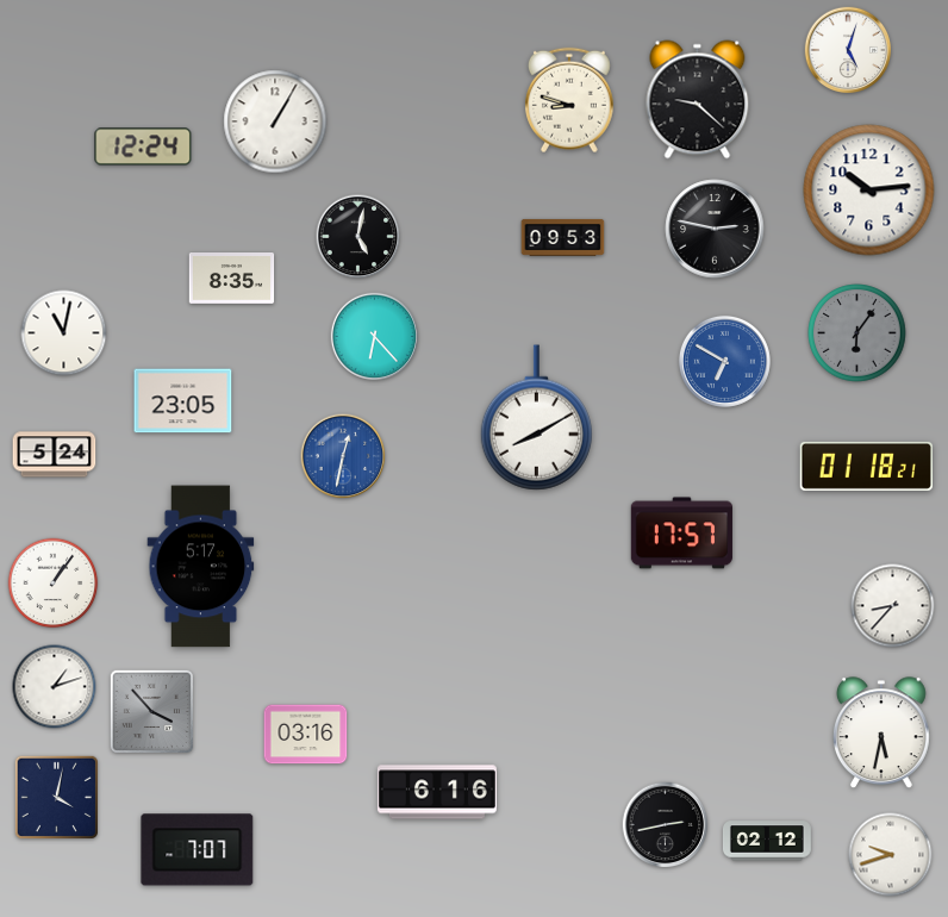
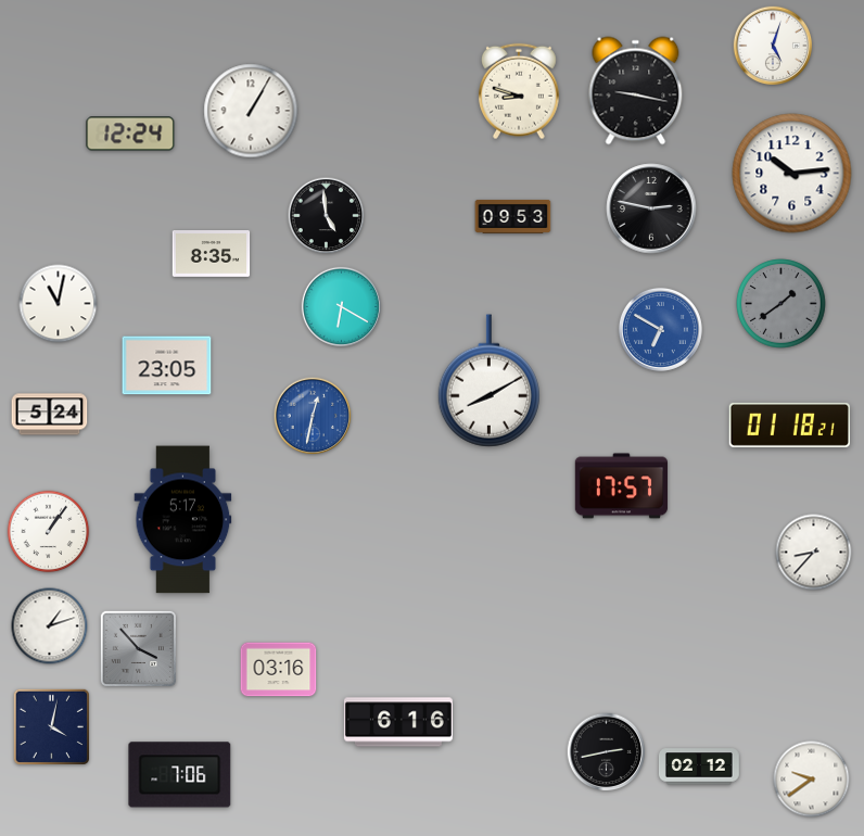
clock at (698, 100): 9:22 -> 9:17
clock at (358, 237): 5:02 -> 4:59
clock at (857, 333): 6:06 -> 1:39
clock at (374, 336): 6:23 -> 6:20
clock at (201, 567) position: (201, 567) -> (183, 520)
clock at (881, 734): 5:32 -> none
clock at (198, 850): 7:07 -> 7:06
clock at (891, 855): 9:42 -> 9:39
